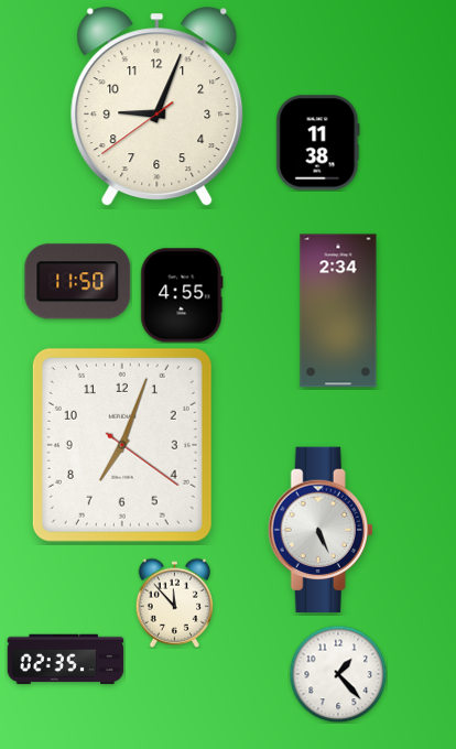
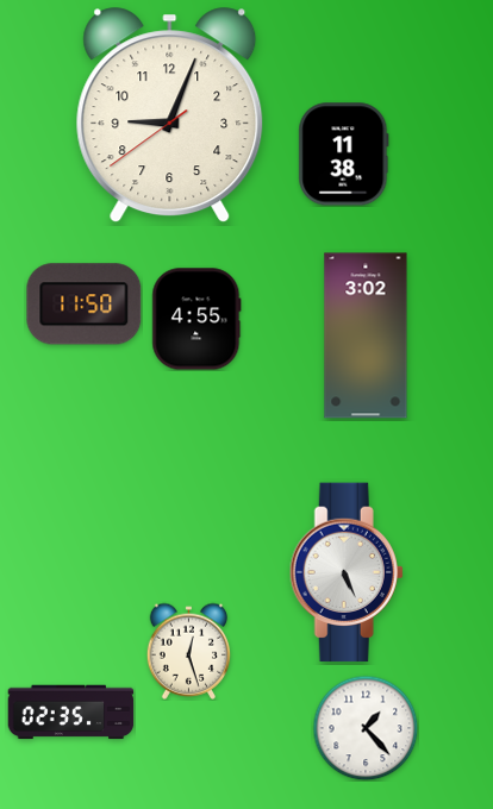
clock at (338, 311): 2:34 -> 3:02
clock at (122, 445): 7:03 -> none
clock at (175, 603): 11:53 -> 12:27
